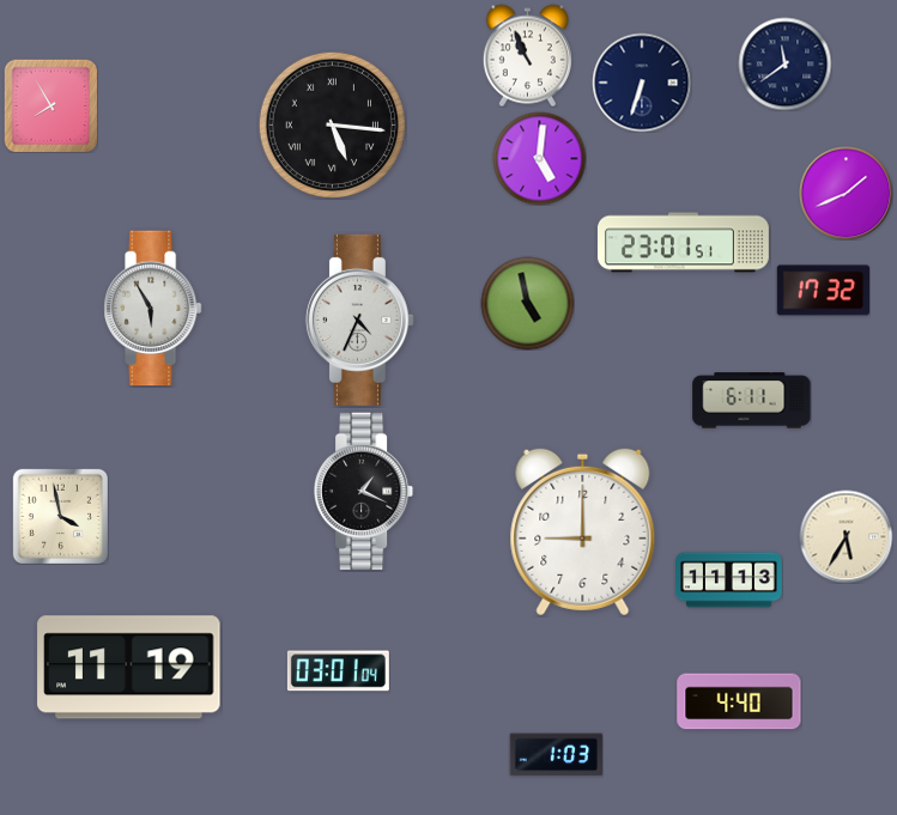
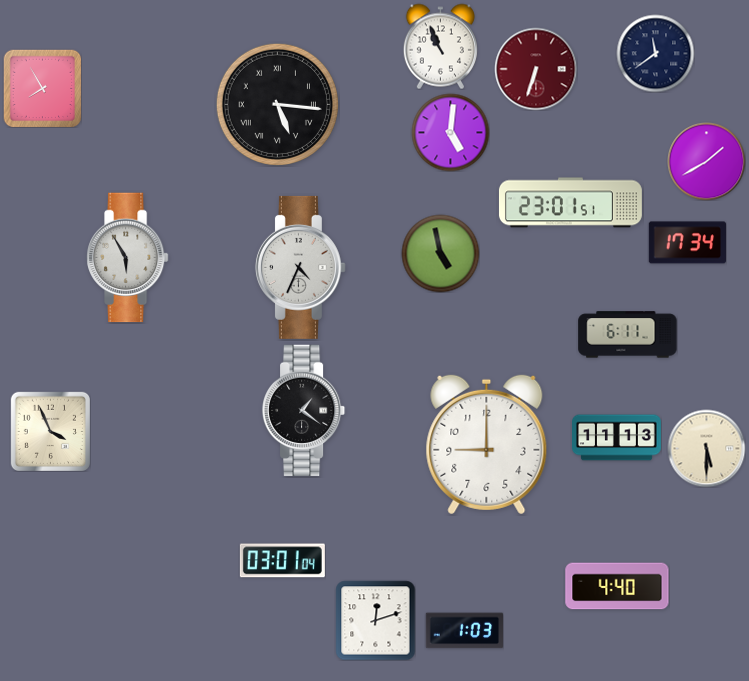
clock at (642, 83) dial: navy -> burgundy
clock at (846, 193): 1:41 -> 1:40
clock at (823, 291): 17:32 -> 17:34
clock at (364, 492): 1:19 -> 1:21
clock at (60, 516): 3:58 -> 3:56
clock at (846, 536): 5:35 -> 5:30
clock at (729, 580) position: (729, 580) -> (617, 438)
clock at (129, 668): 11:19 -> none
clock at (375, 620): none -> 12:12
